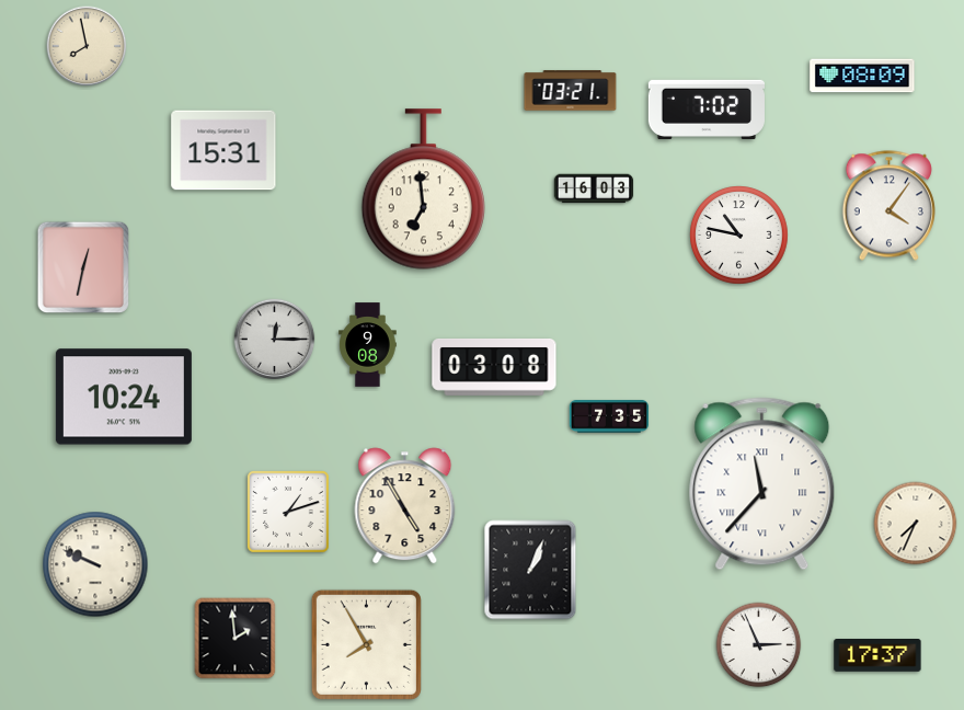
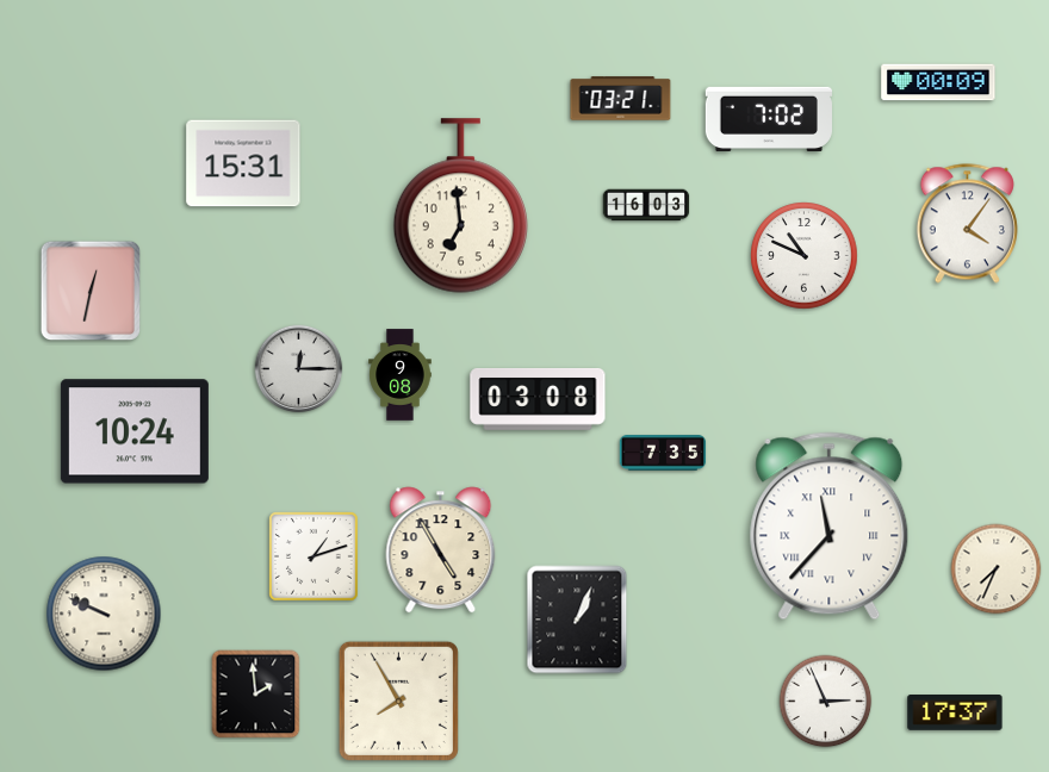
clock at (87, 46): 7:58 -> none
clock at (862, 76): 08:09 -> 00:09
clock at (739, 236): 10:47 -> 10:49
